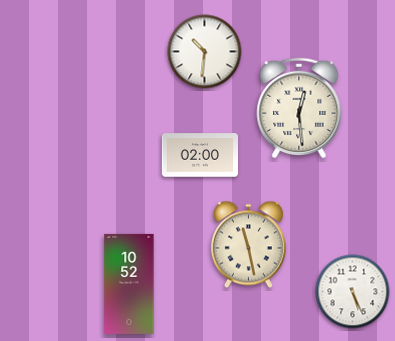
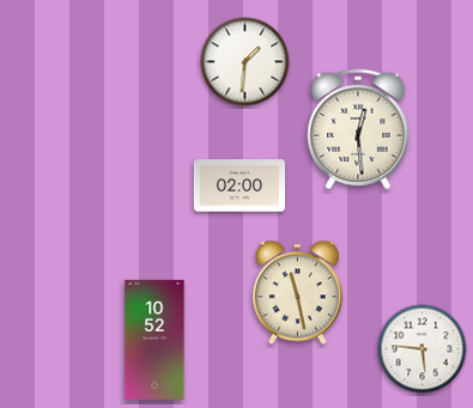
clock at (205, 52): 10:31 -> 1:31
clock at (353, 292): 5:26 -> 5:46
